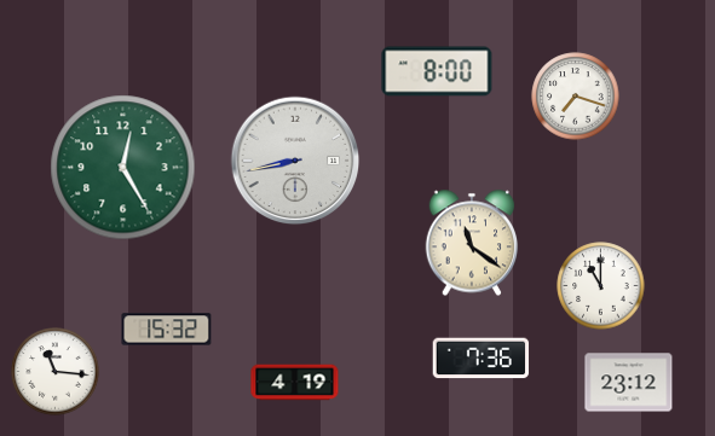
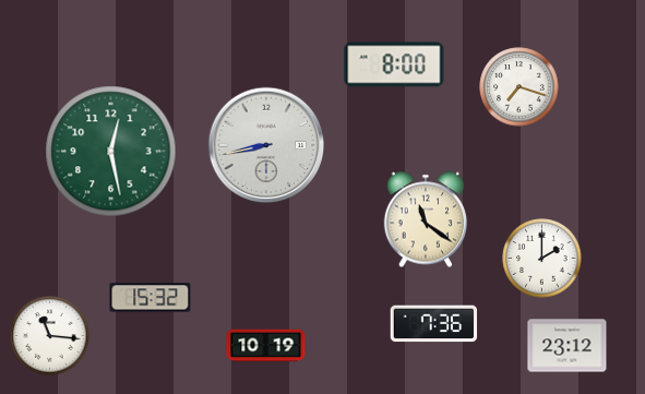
clock at (123, 168): 12:25 -> 12:28
clock at (601, 286): 11:00 -> 2:00
clock at (295, 383): 4:19 -> 10:19
